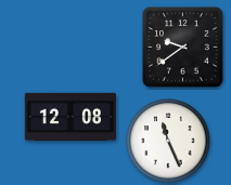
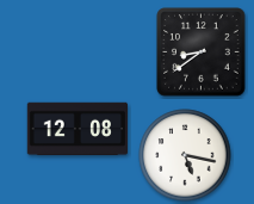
clock at (183, 48): 9:39 -> 8:39
clock at (168, 141): 11:26 -> 5:17
